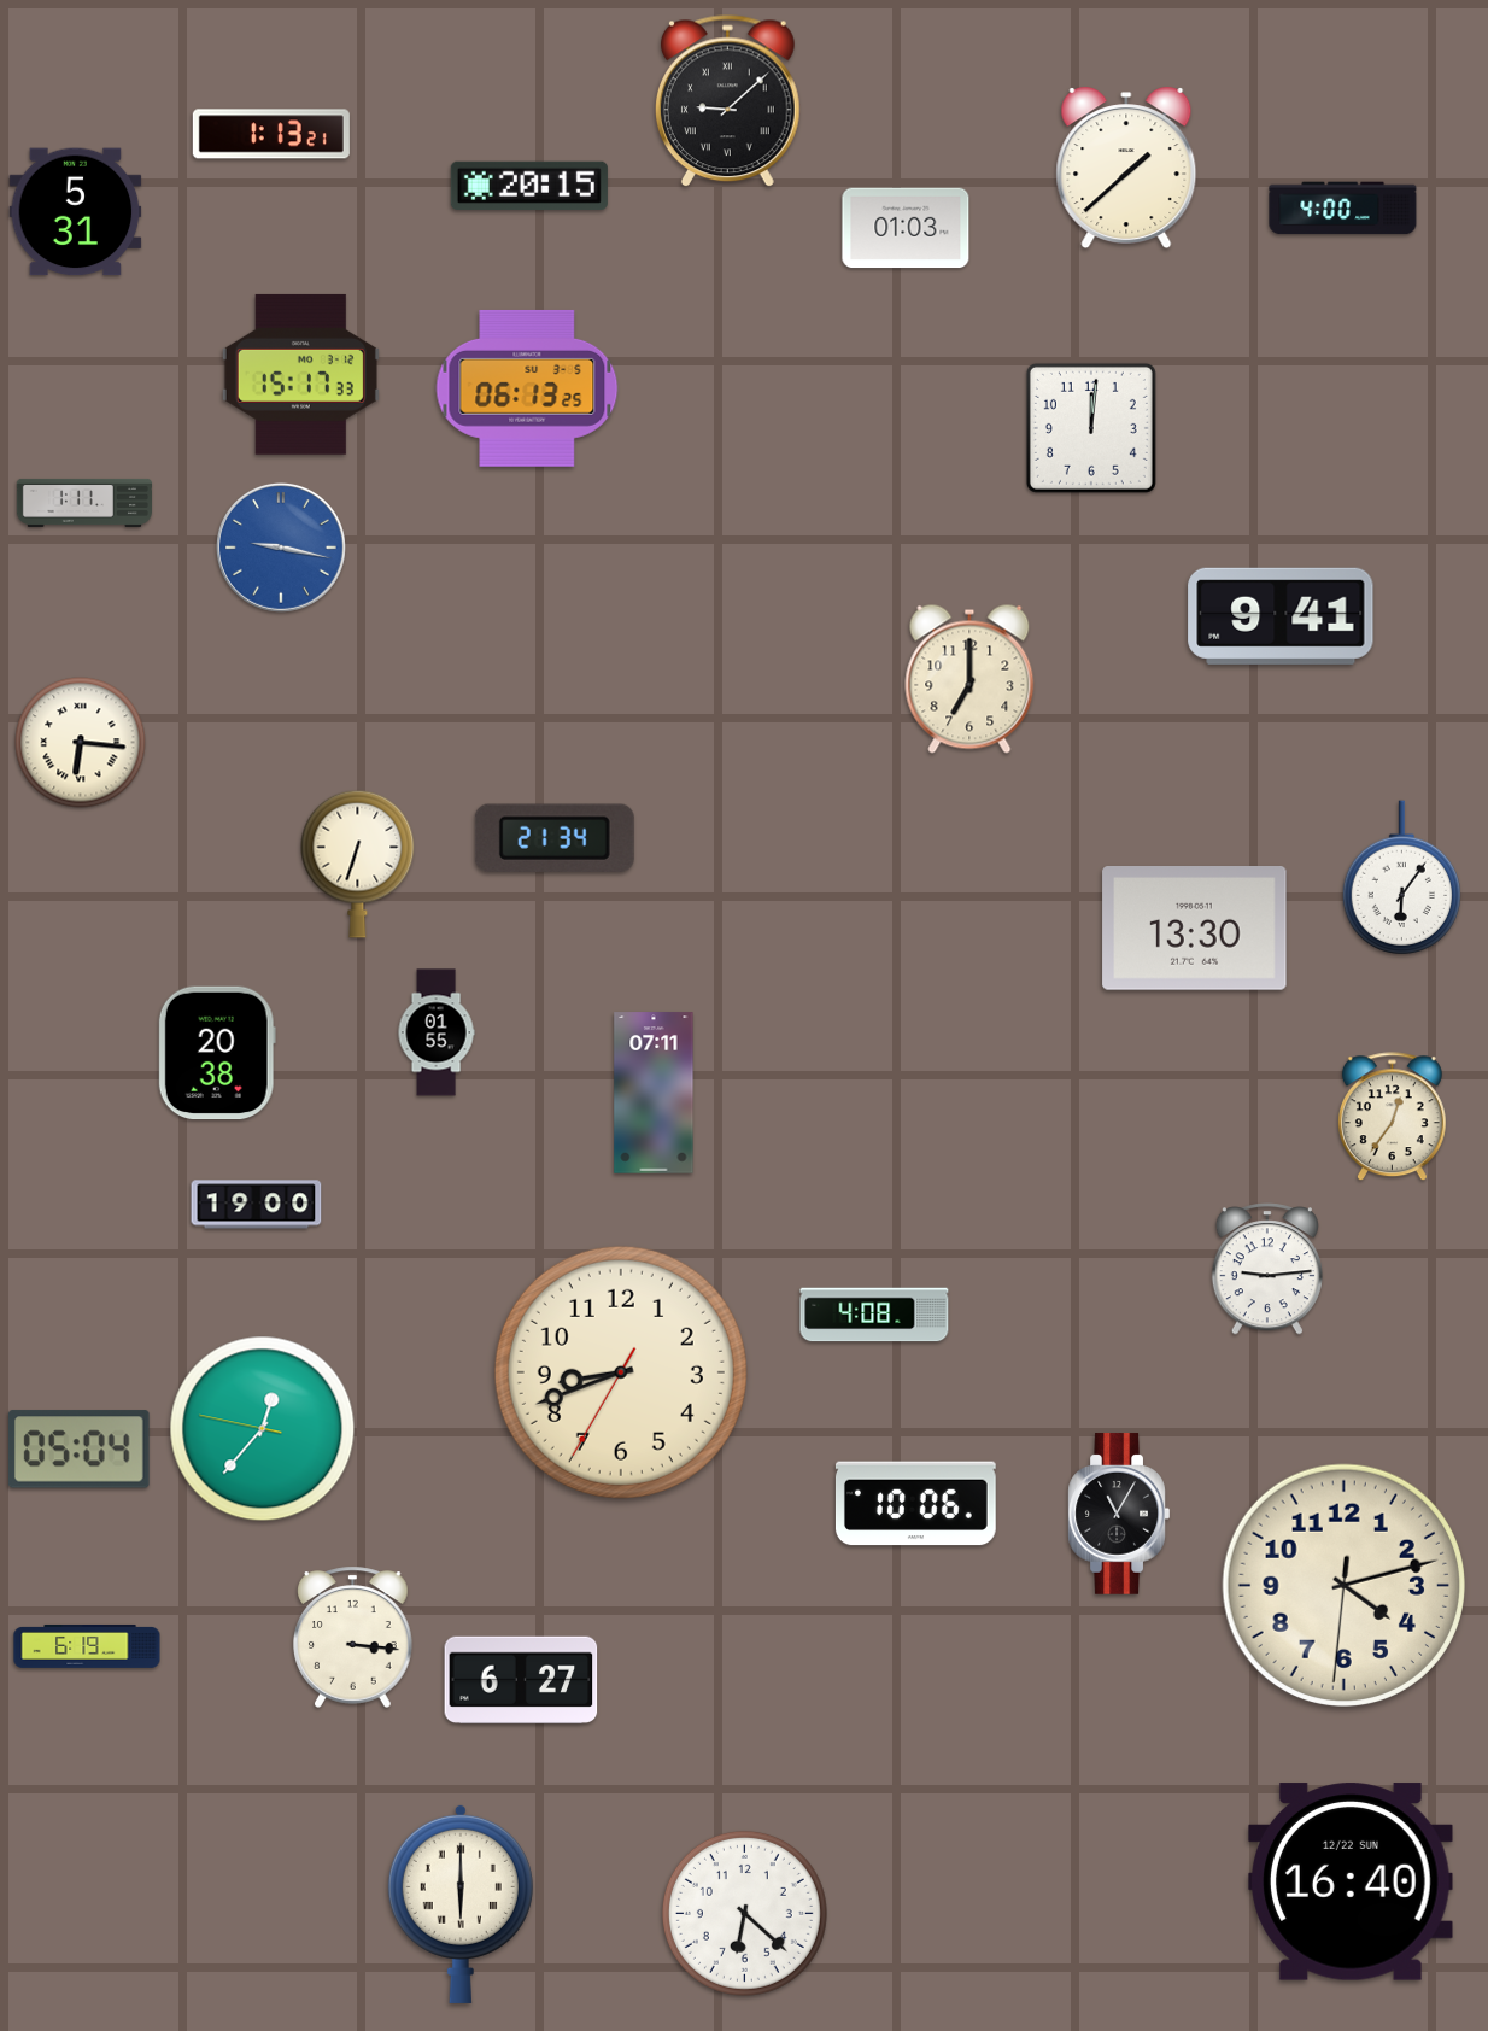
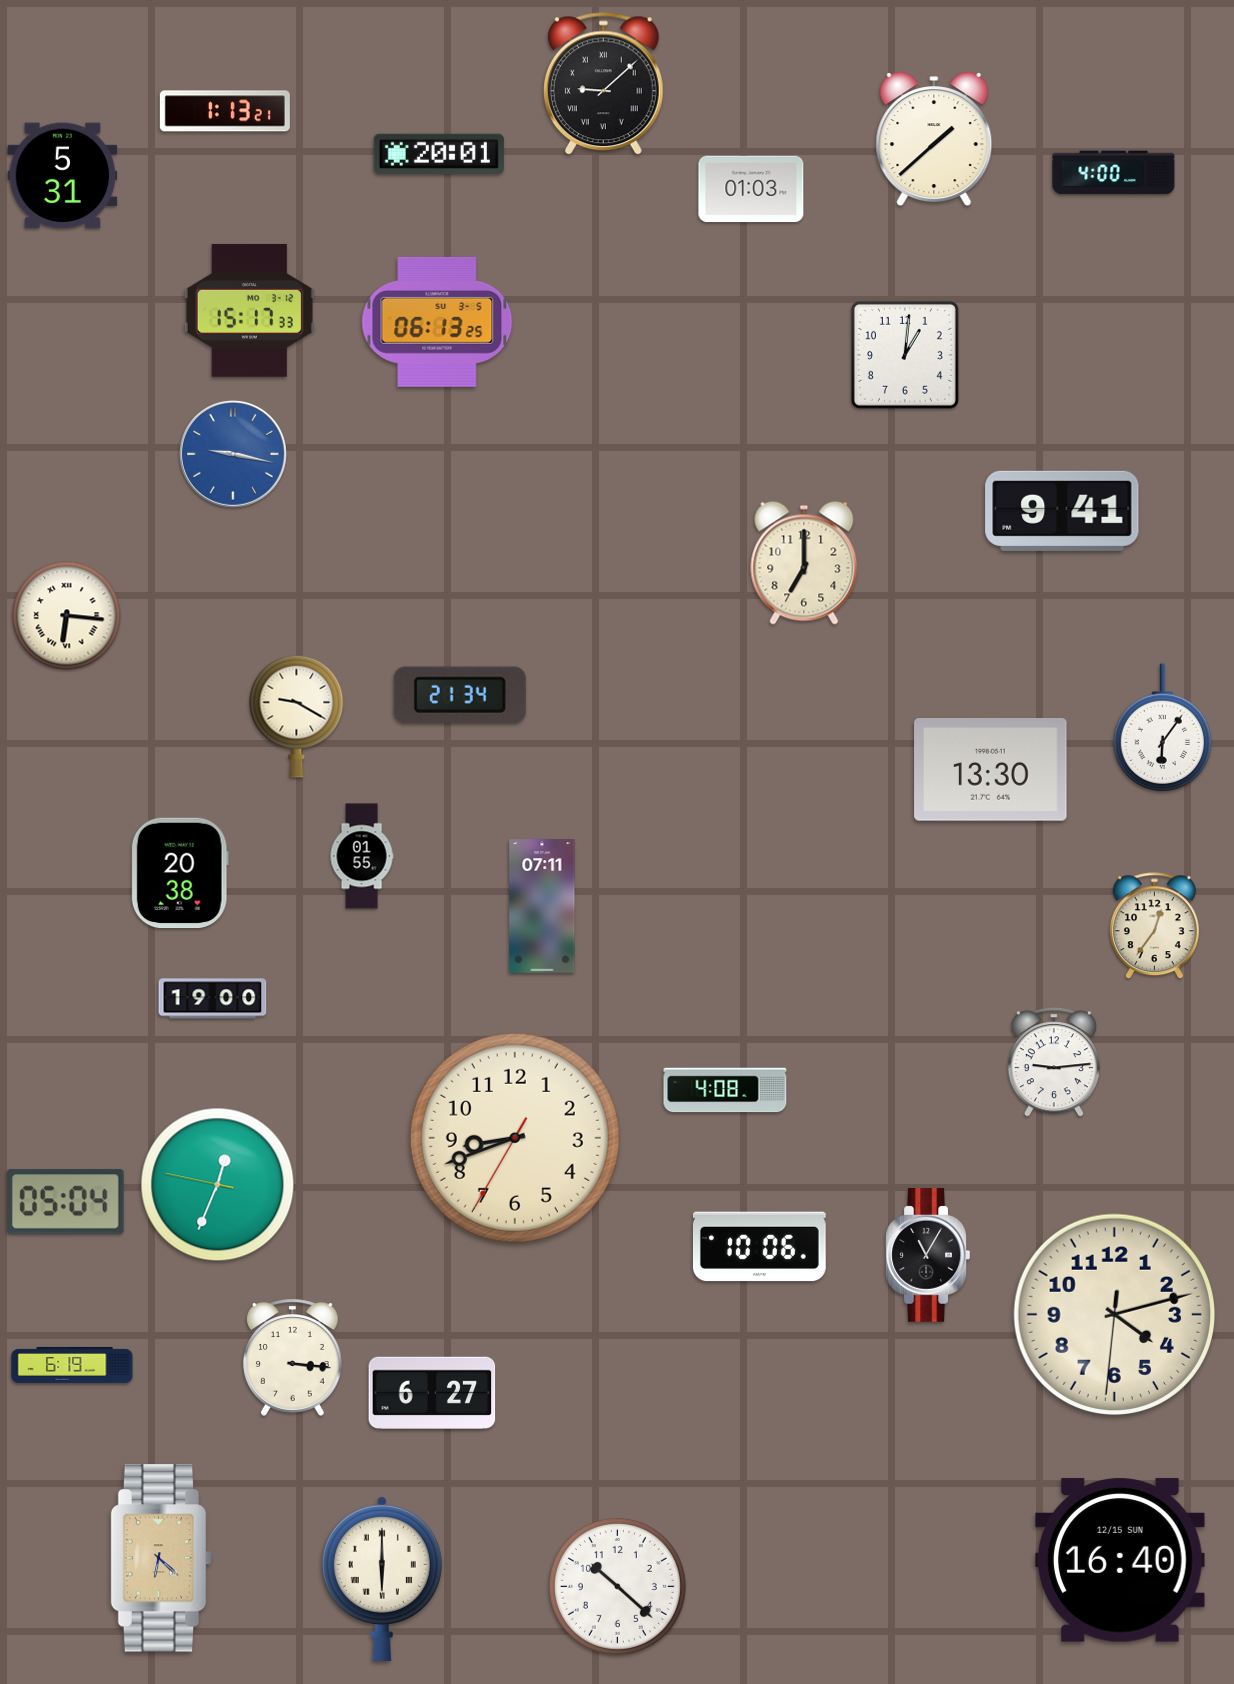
clock at (529, 186): 20:15 -> 20:01
clock at (1091, 428): 12:01 -> 1:01
clock at (83, 503): 1:11 -> none
clock at (358, 864): 6:33 -> 9:20
clock at (1267, 1269) position: (1267, 1269) -> (1054, 1062)
clock at (263, 1429): 12:36 -> 12:33
clock at (161, 1558): none -> 6:22
clock at (1351, 1881) date: 12/22 SUN -> 12/15 SUN
clock at (744, 1913): 6:22 -> 10:22
